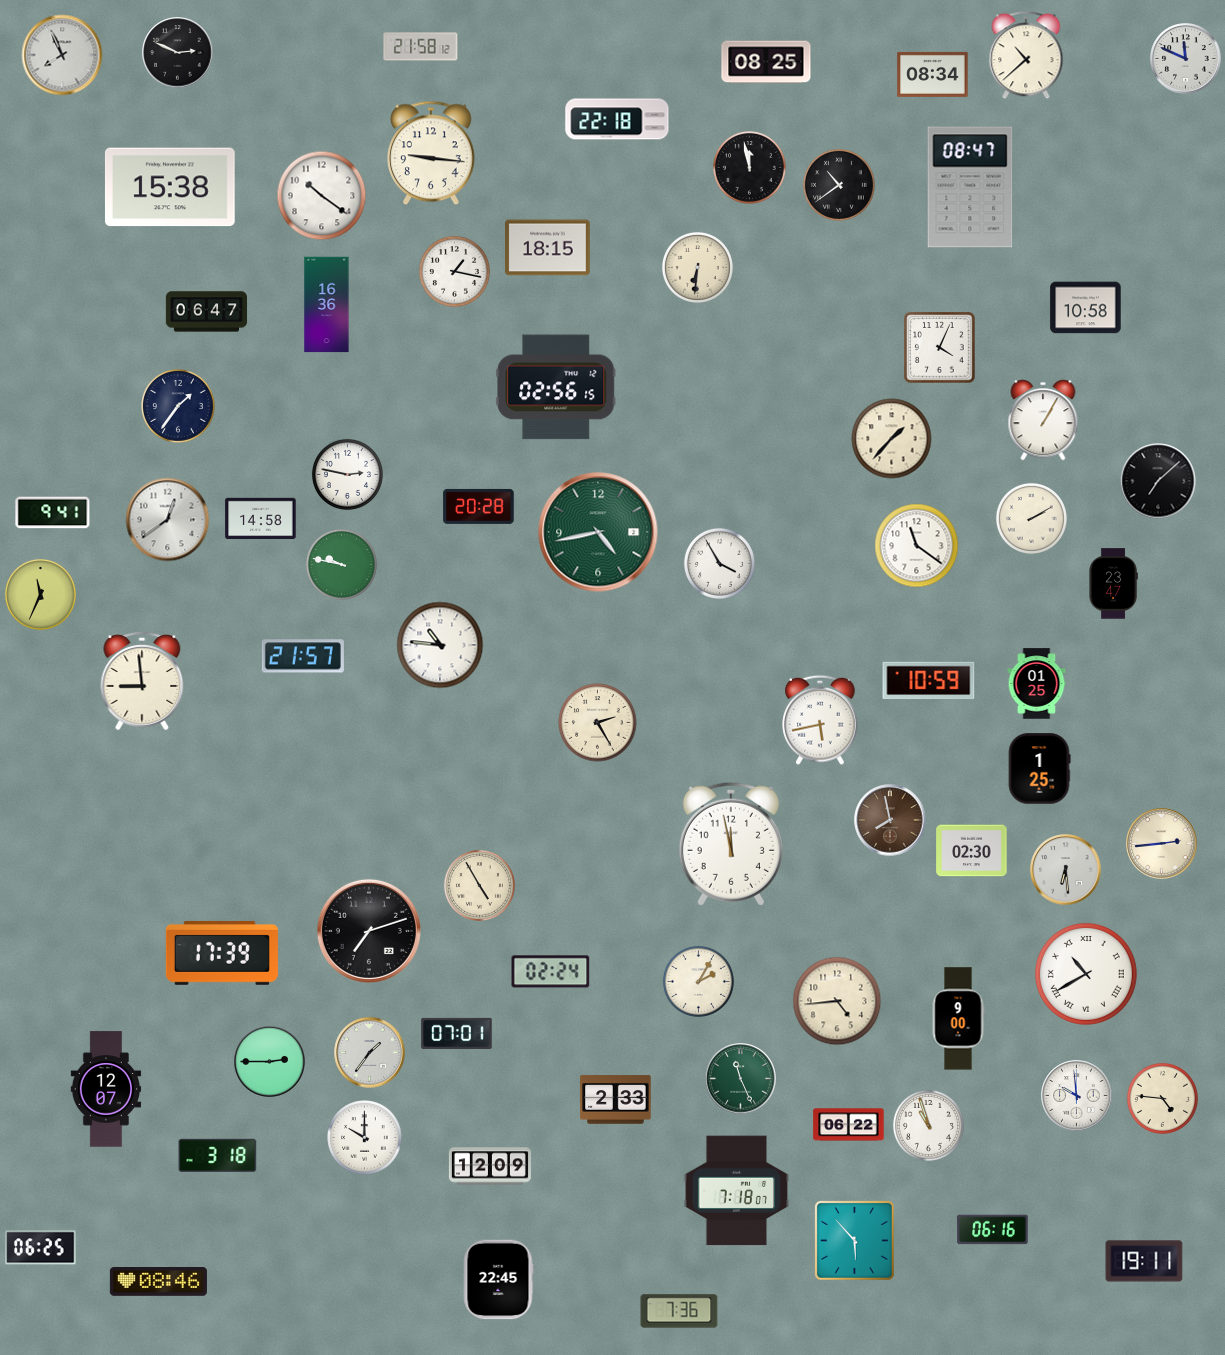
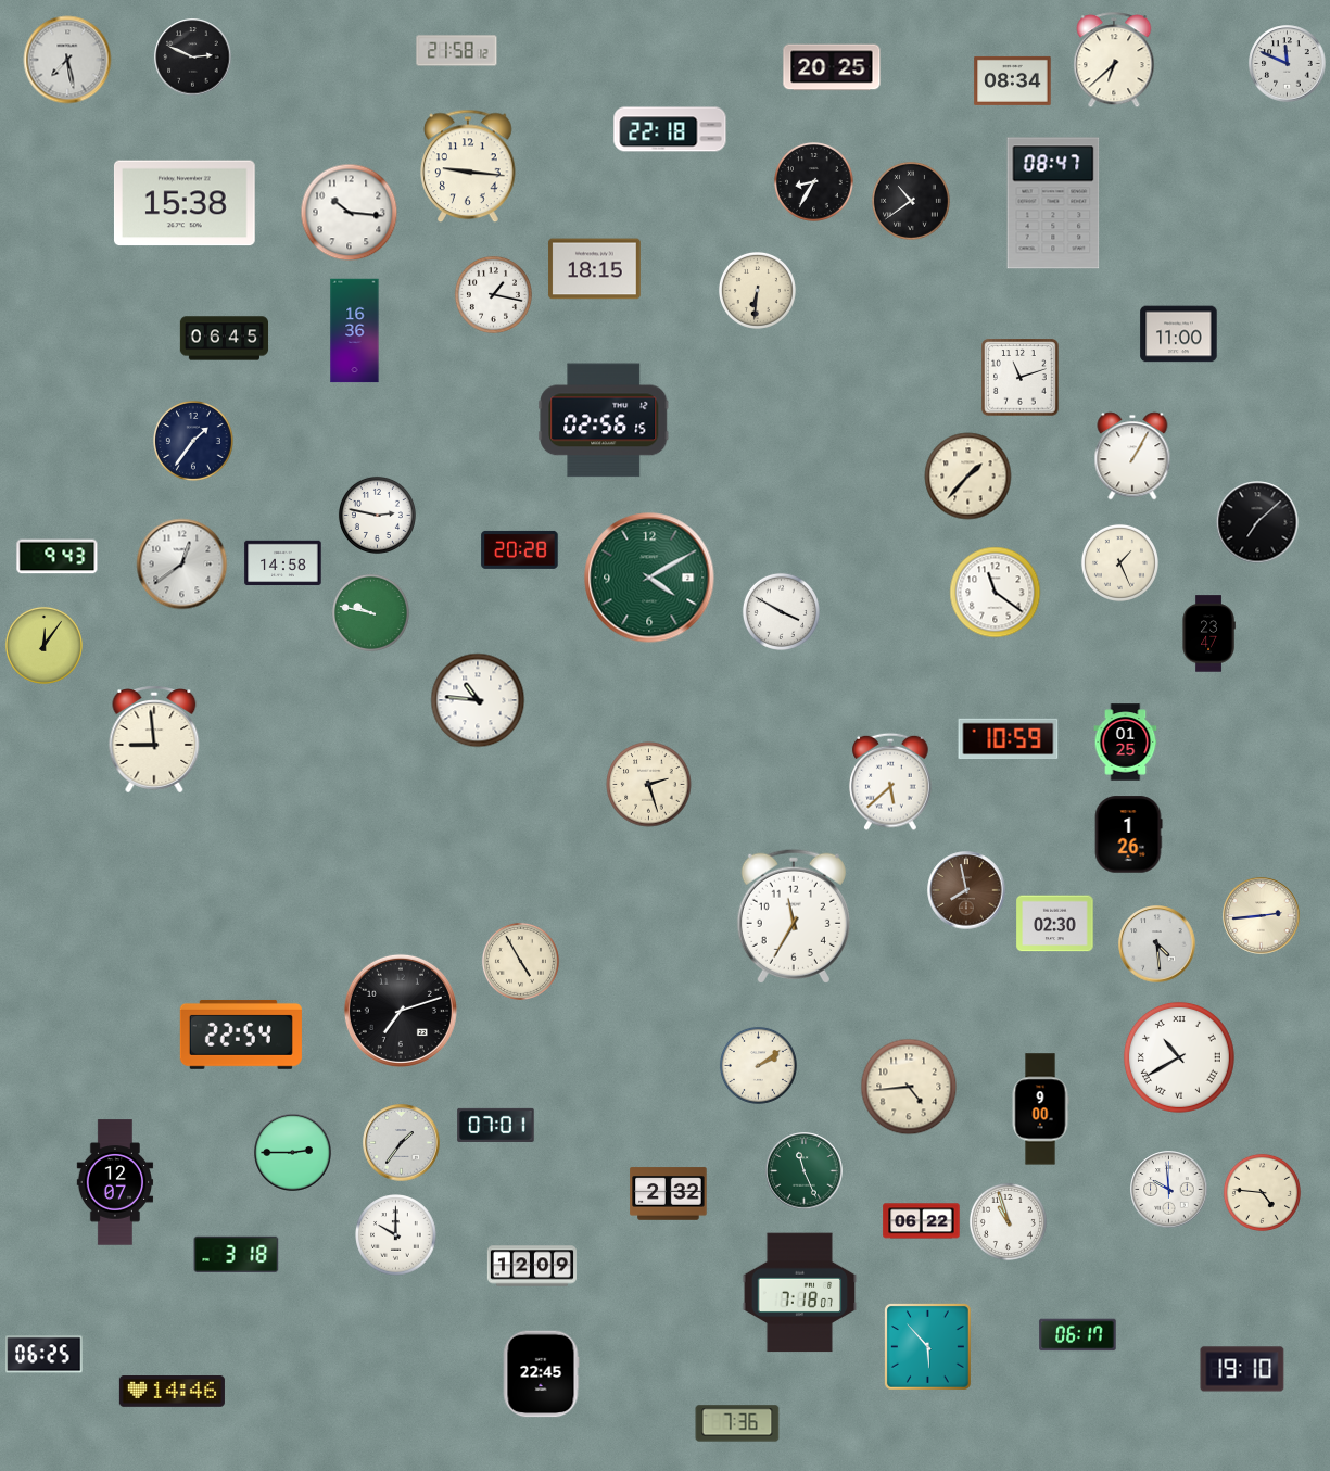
clock at (62, 55): 7:56 -> 7:28
clock at (1026, 56): 10:38 -> 6:38
clock at (766, 62): 08:25 -> 20:25
clock at (750, 168): 11:58 -> 8:35
clock at (322, 196): 10:21 -> 10:16
clock at (1086, 308): 10:58 -> 11:00
clock at (207, 312): 06:47 -> 06:45
clock at (940, 348): 4:04 -> 11:12
clock at (53, 513): 9:41 -> 9:43
clock at (1031, 518): 2:10 -> 1:26
clock at (598, 532): 4:43 -> 4:10
clock at (719, 563): 3:55 -> 3:50
clock at (40, 594): 11:34 -> 12:06
clock at (303, 656): 21:57 -> none
clock at (820, 720): 5:43 -> 5:38
clock at (598, 723): 2:25 -> 2:27
clock at (1039, 769): 1:25 -> 1:26
clock at (731, 844): 11:58 -> 11:35
clock at (1066, 870): 6:29 -> 4:29
clock at (222, 953): 17:39 -> 22:54
clock at (551, 972): 02:24 -> none
clock at (698, 981): 2:05 -> 2:09
clock at (958, 1019) position: (958, 1019) -> (1040, 1109)
clock at (457, 1033) position: (457, 1033) -> (496, 1125)
clock at (616, 1100): 2:33 -> 2:32
clock at (993, 1230): 06:16 -> 06:17
clock at (1144, 1261): 19:11 -> 19:10
clock at (498, 1280) position: (498, 1280) -> (541, 1374)
clock at (158, 1282): 08:46 -> 14:46
